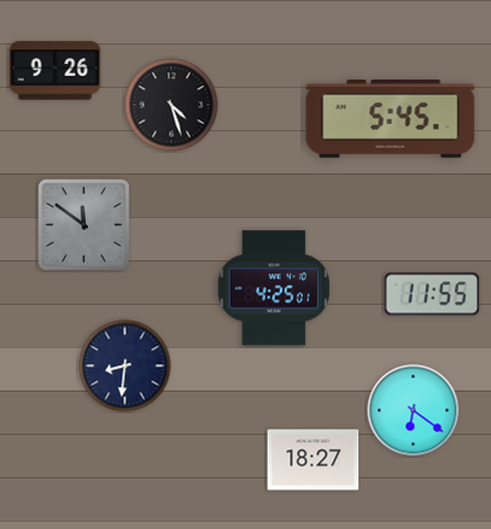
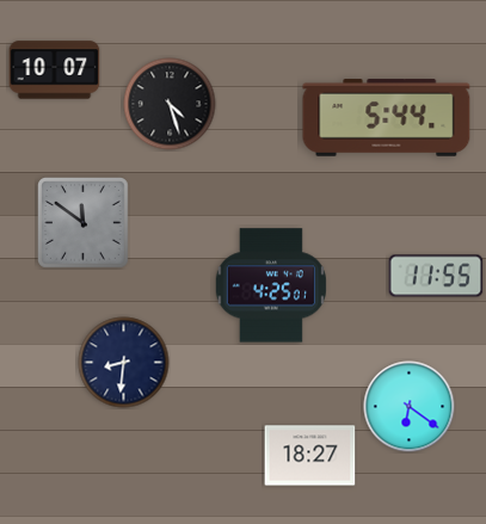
clock at (55, 71): 9:26 -> 10:07
clock at (391, 119): 5:45 -> 5:44
clock at (432, 294) position: (432, 294) -> (436, 276)
